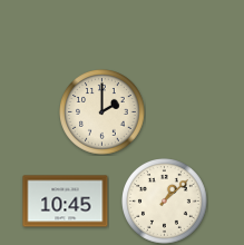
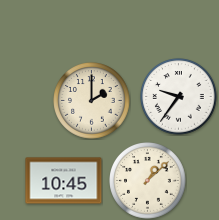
clock at (179, 97): none -> 9:36
clock at (66, 202) position: (66, 202) -> (64, 181)
